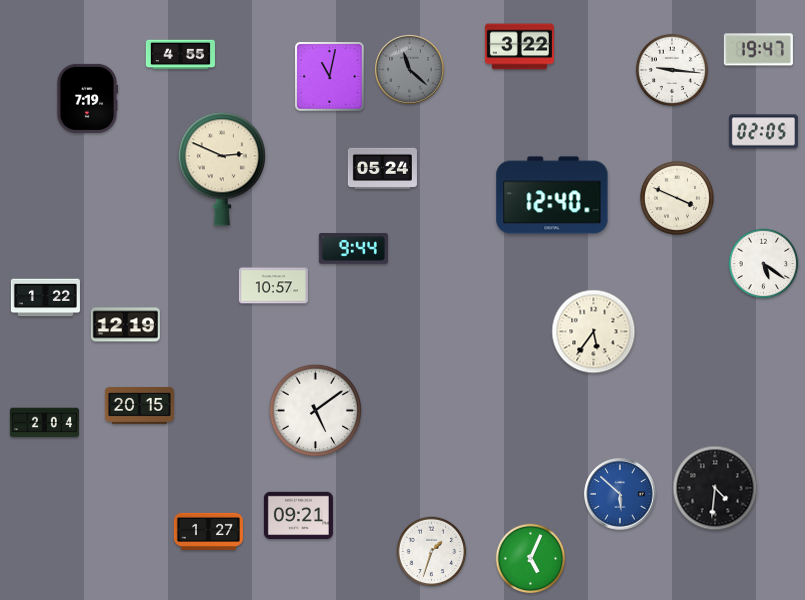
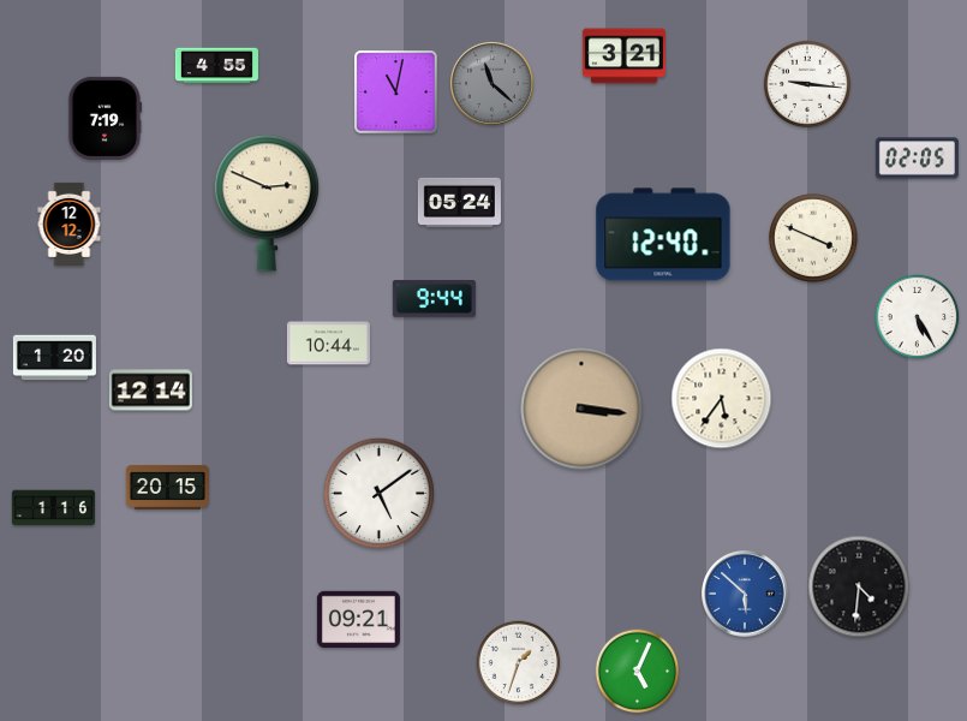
clock at (519, 47): 3:22 -> 3:21
clock at (758, 50): 19:47 -> none
clock at (70, 224): none -> 12:12
clock at (353, 249) position: (353, 249) -> (434, 299)
clock at (764, 264): 5:21 -> 5:25
clock at (273, 286): 10:57 -> 10:44
clock at (45, 298): 1:22 -> 1:20
clock at (125, 325): 12:19 -> 12:14
clock at (594, 332) position: (594, 332) -> (722, 399)
clock at (581, 409): none -> 3:16
clock at (44, 423): 2:04 -> 1:16
clock at (208, 531): 1:27 -> none
